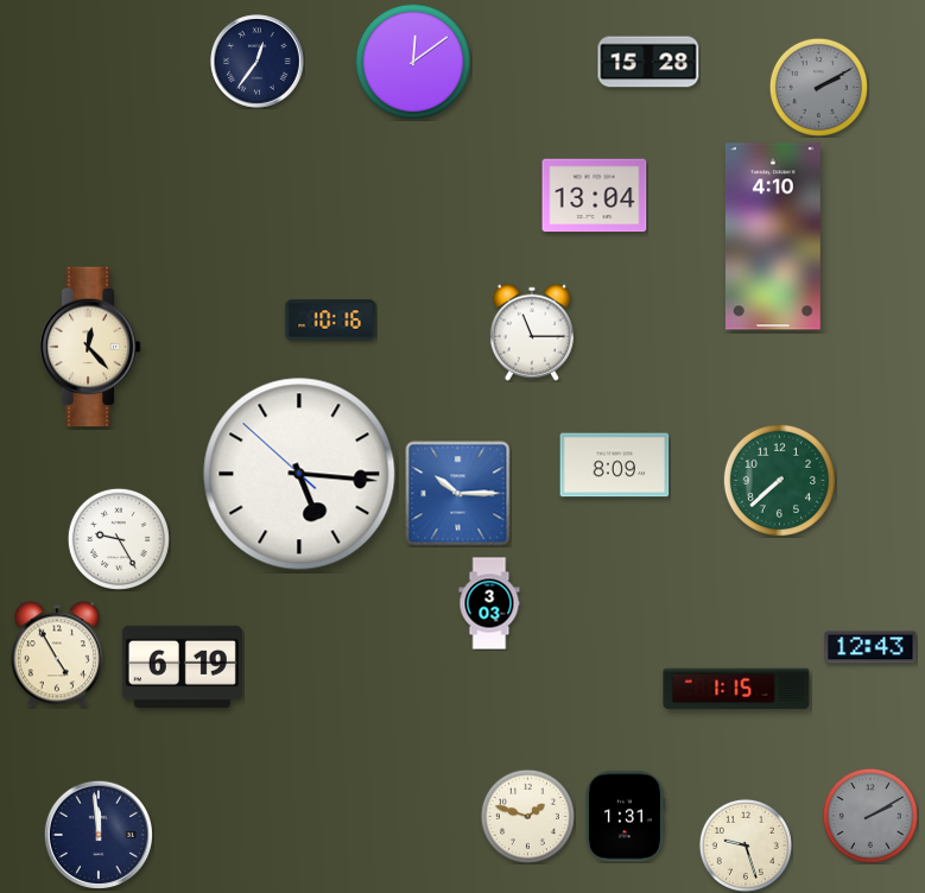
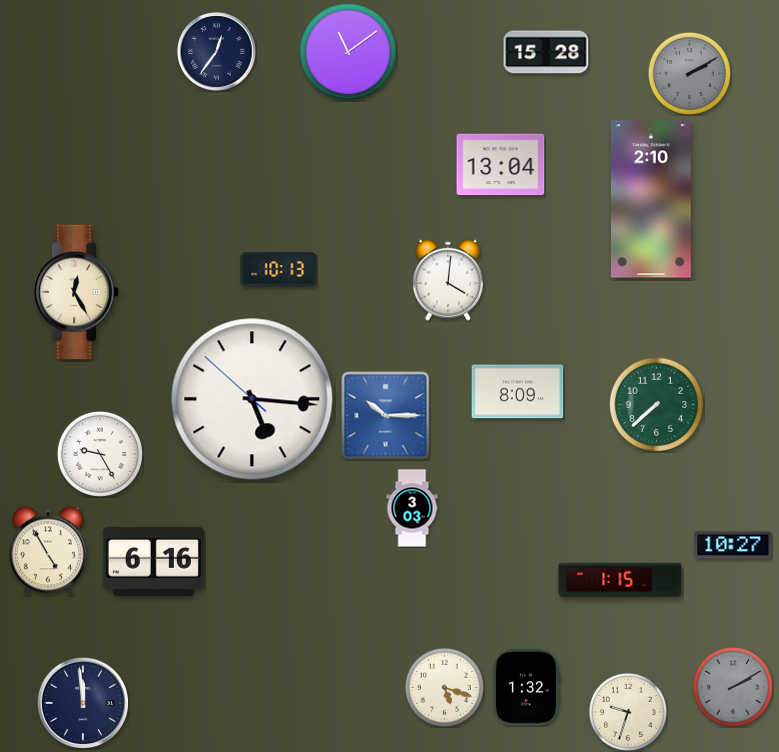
clock at (412, 61): 12:09 -> 11:09
clock at (773, 236): 4:10 -> 2:10
clock at (331, 321): 10:16 -> 10:13
clock at (532, 332): 11:15 -> 4:01
clock at (90, 347): 12:23 -> 12:25
clock at (870, 647): 12:43 -> 10:27
clock at (182, 666): 6:19 -> 6:16
clock at (527, 816): 1:48 -> 5:18
clock at (625, 817): 1:31 -> 1:32
clock at (746, 845): 9:27 -> 9:33
